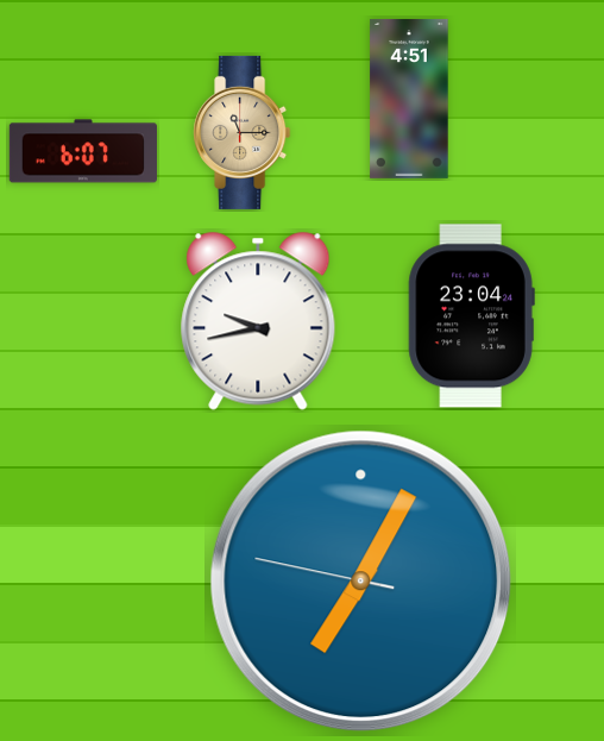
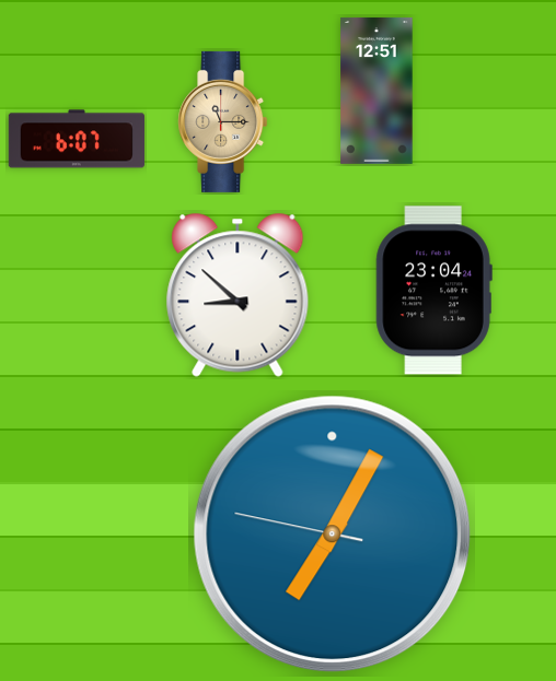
clock at (409, 99): 4:51 -> 12:51
clock at (258, 321): 9:43 -> 8:52
